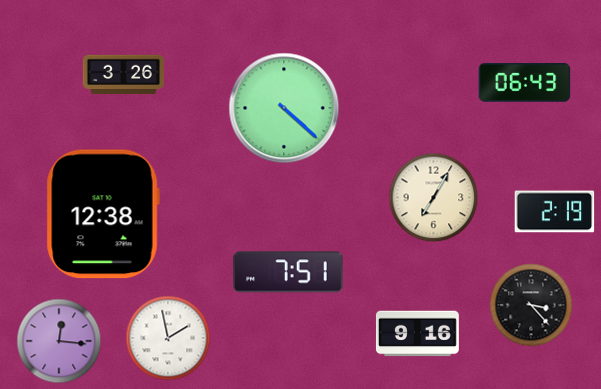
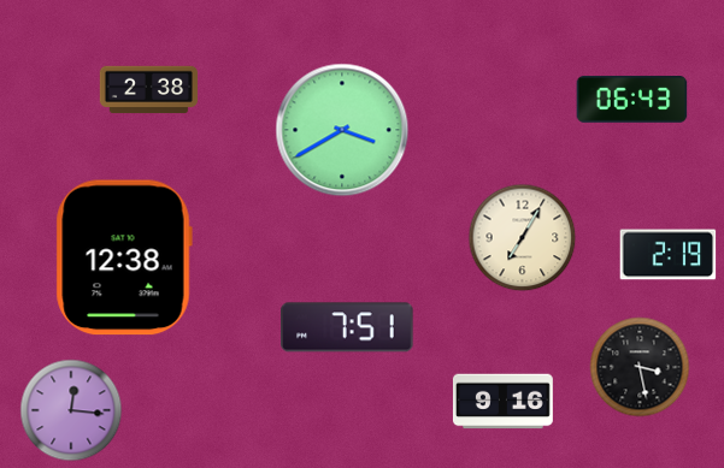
clock at (123, 75): 3:26 -> 2:38
clock at (284, 108): 4:22 -> 3:40
clock at (531, 305): 3:23 -> 3:28
clock at (168, 338): 1:58 -> none
